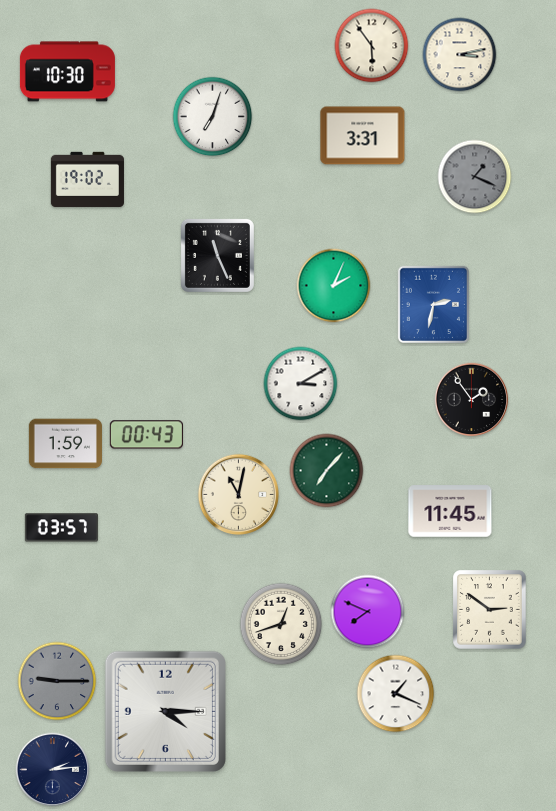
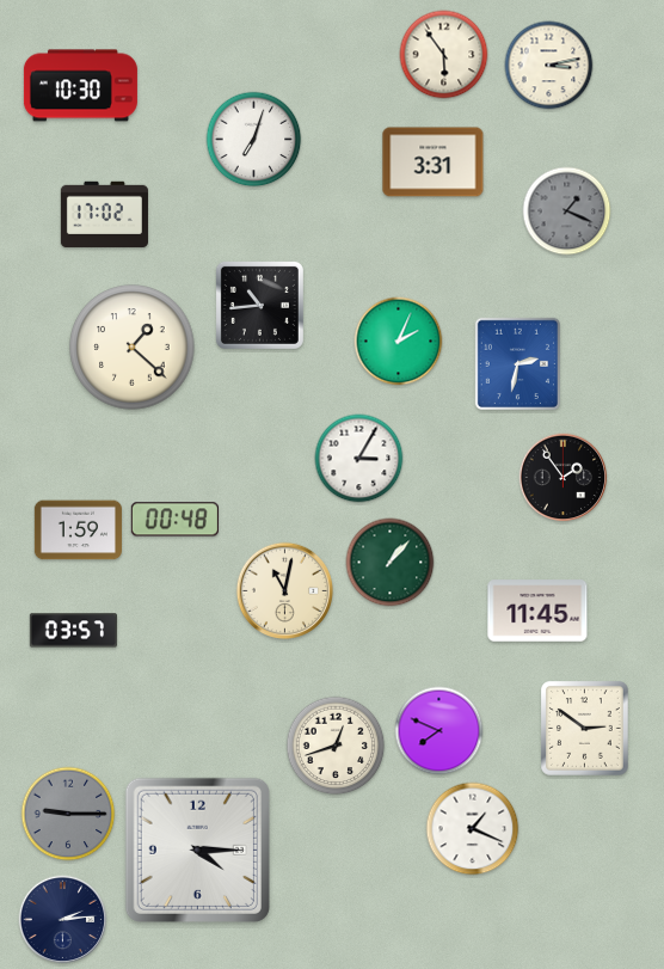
clock at (87, 180): 19:02 -> 17:02
clock at (217, 255): 11:26 -> 10:44
clock at (133, 348): none -> 1:22
clock at (301, 384): 3:10 -> 3:05
clock at (146, 435): 00:43 -> 00:48
clock at (327, 471): 7:07 -> 1:07
